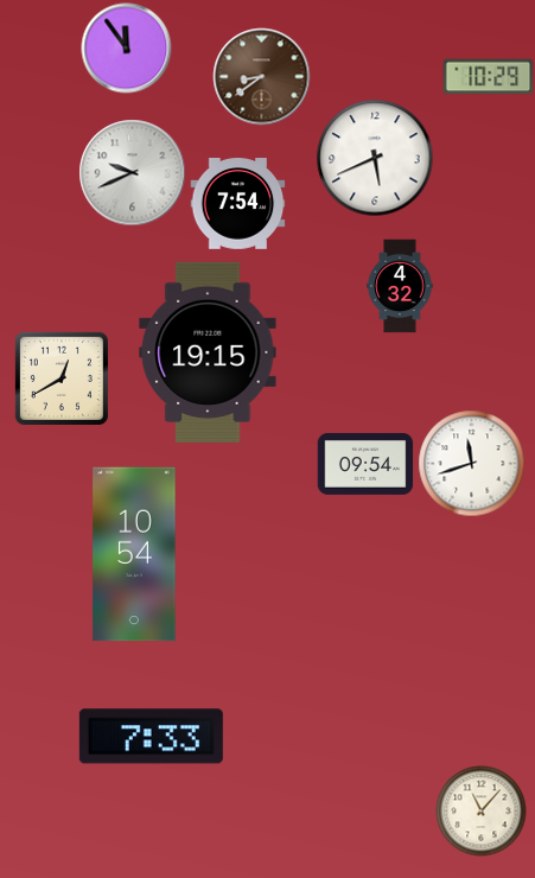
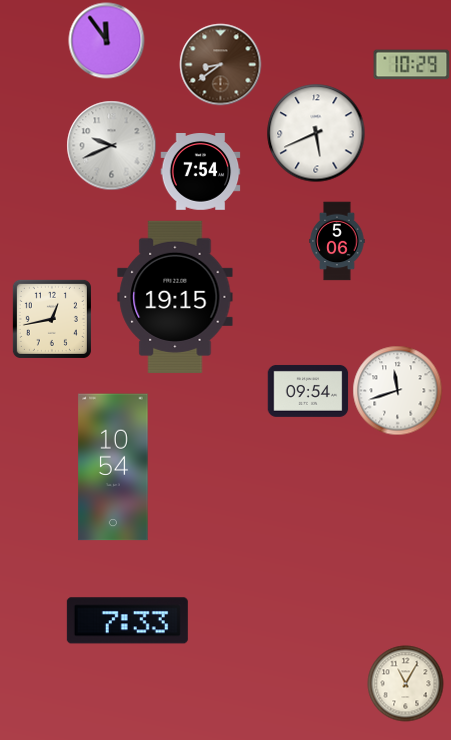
clock at (400, 286): 4:32 -> 5:06
clock at (62, 378): 12:40 -> 12:43
clock at (482, 812): 11:07 -> 11:05
